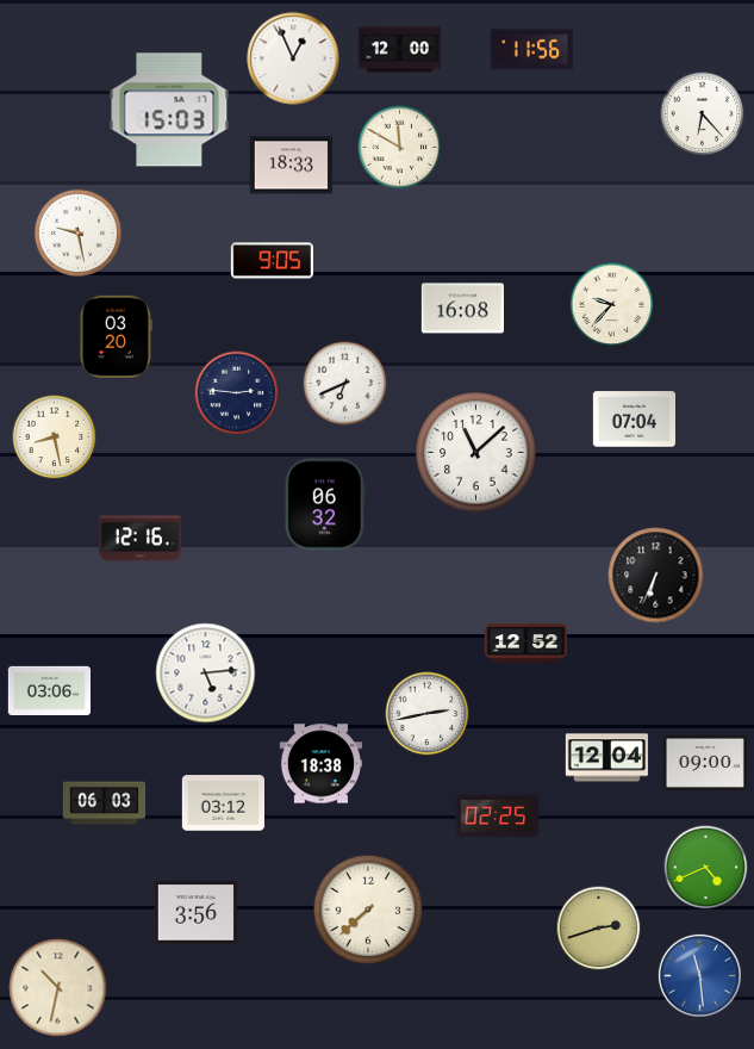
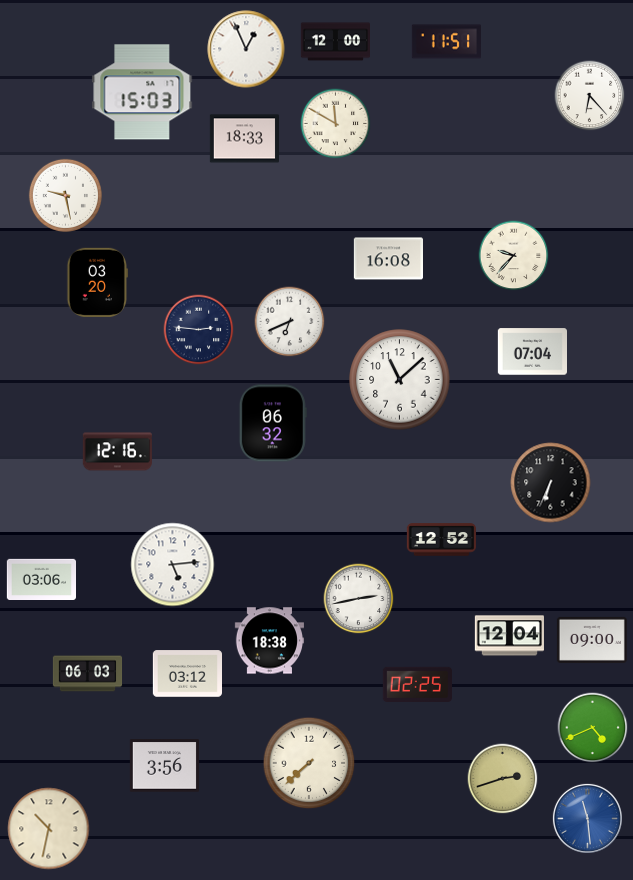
clock at (531, 50): 11:56 -> 11:51
clock at (272, 261): 9:05 -> none
clock at (55, 437): 8:28 -> none
